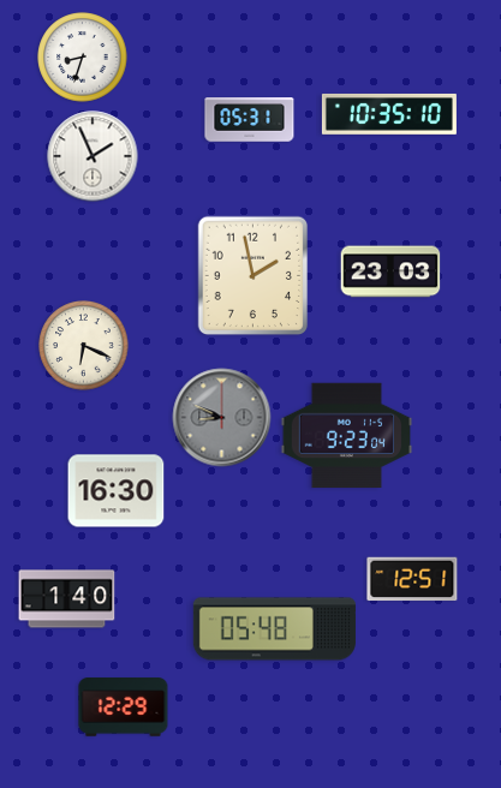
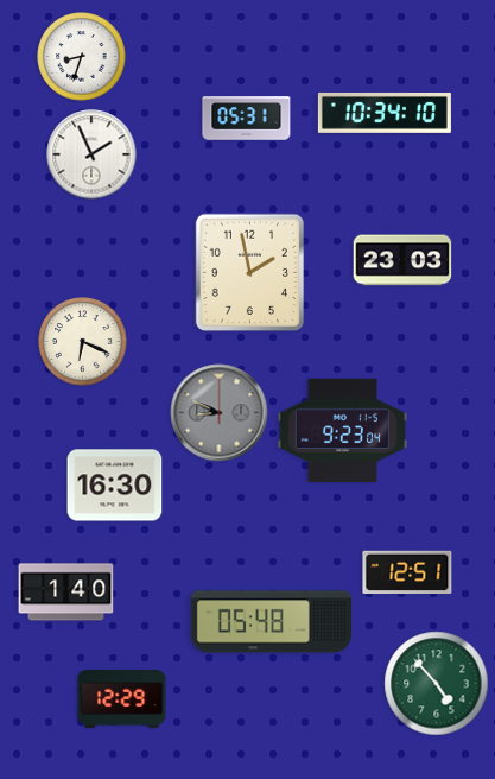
clock at (389, 114): 10:35 -> 10:34
clock at (390, 271) position: (390, 271) -> (402, 260)
clock at (437, 684): none -> 4:53
